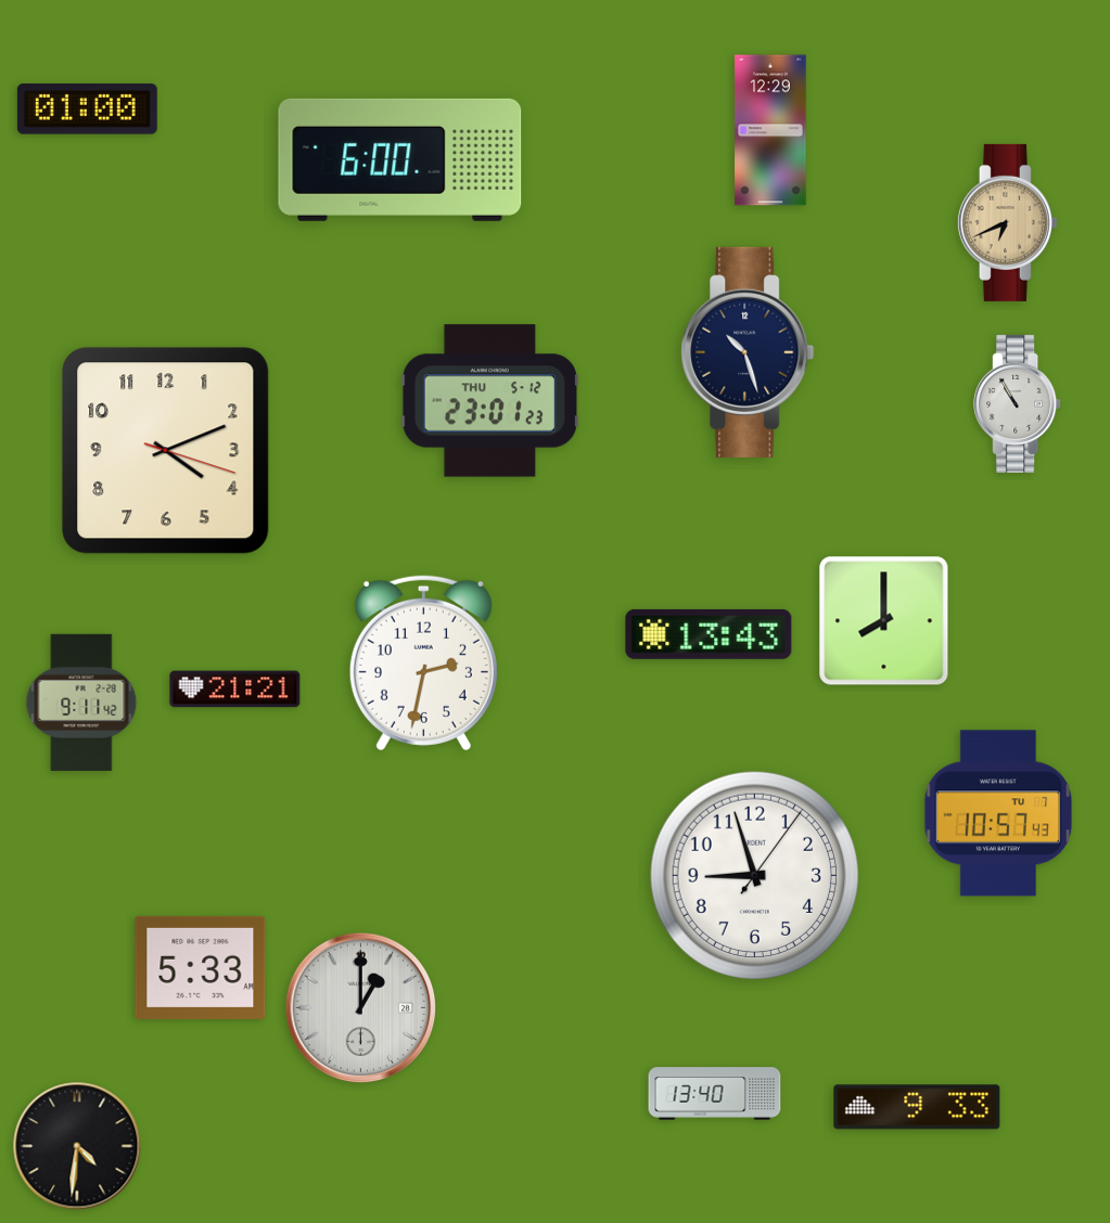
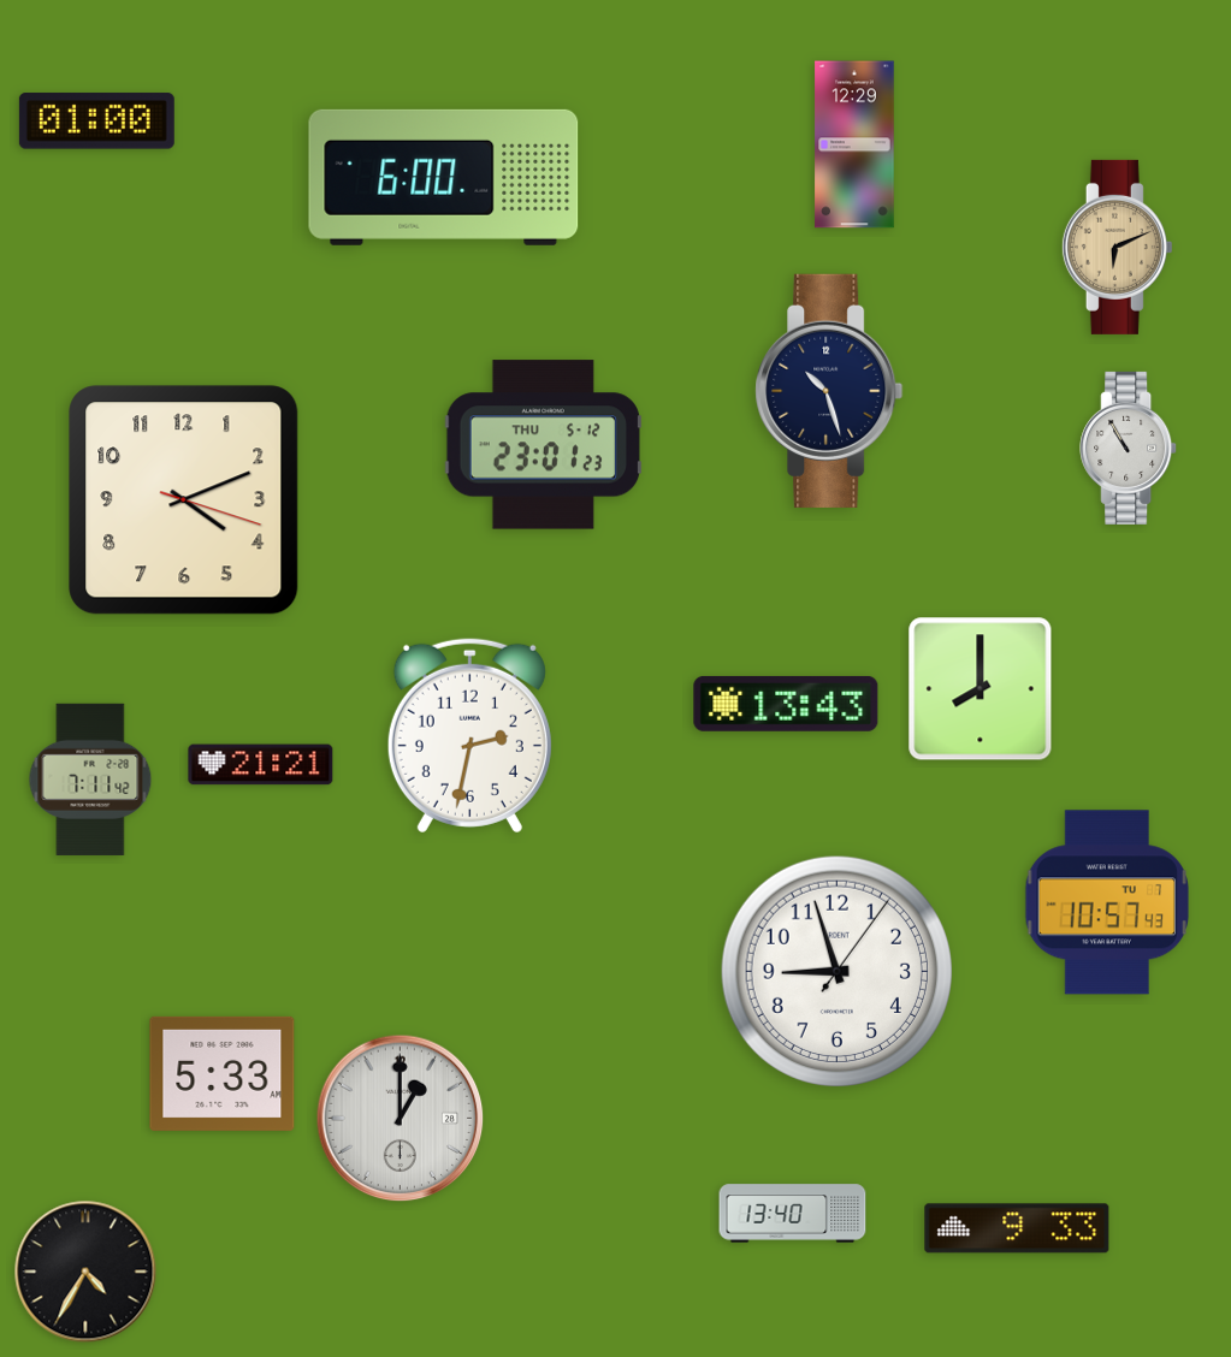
clock at (1007, 222): 6:41 -> 6:11
clock at (81, 703): 9:11 -> 7:11
clock at (77, 1146): 4:31 -> 4:35
